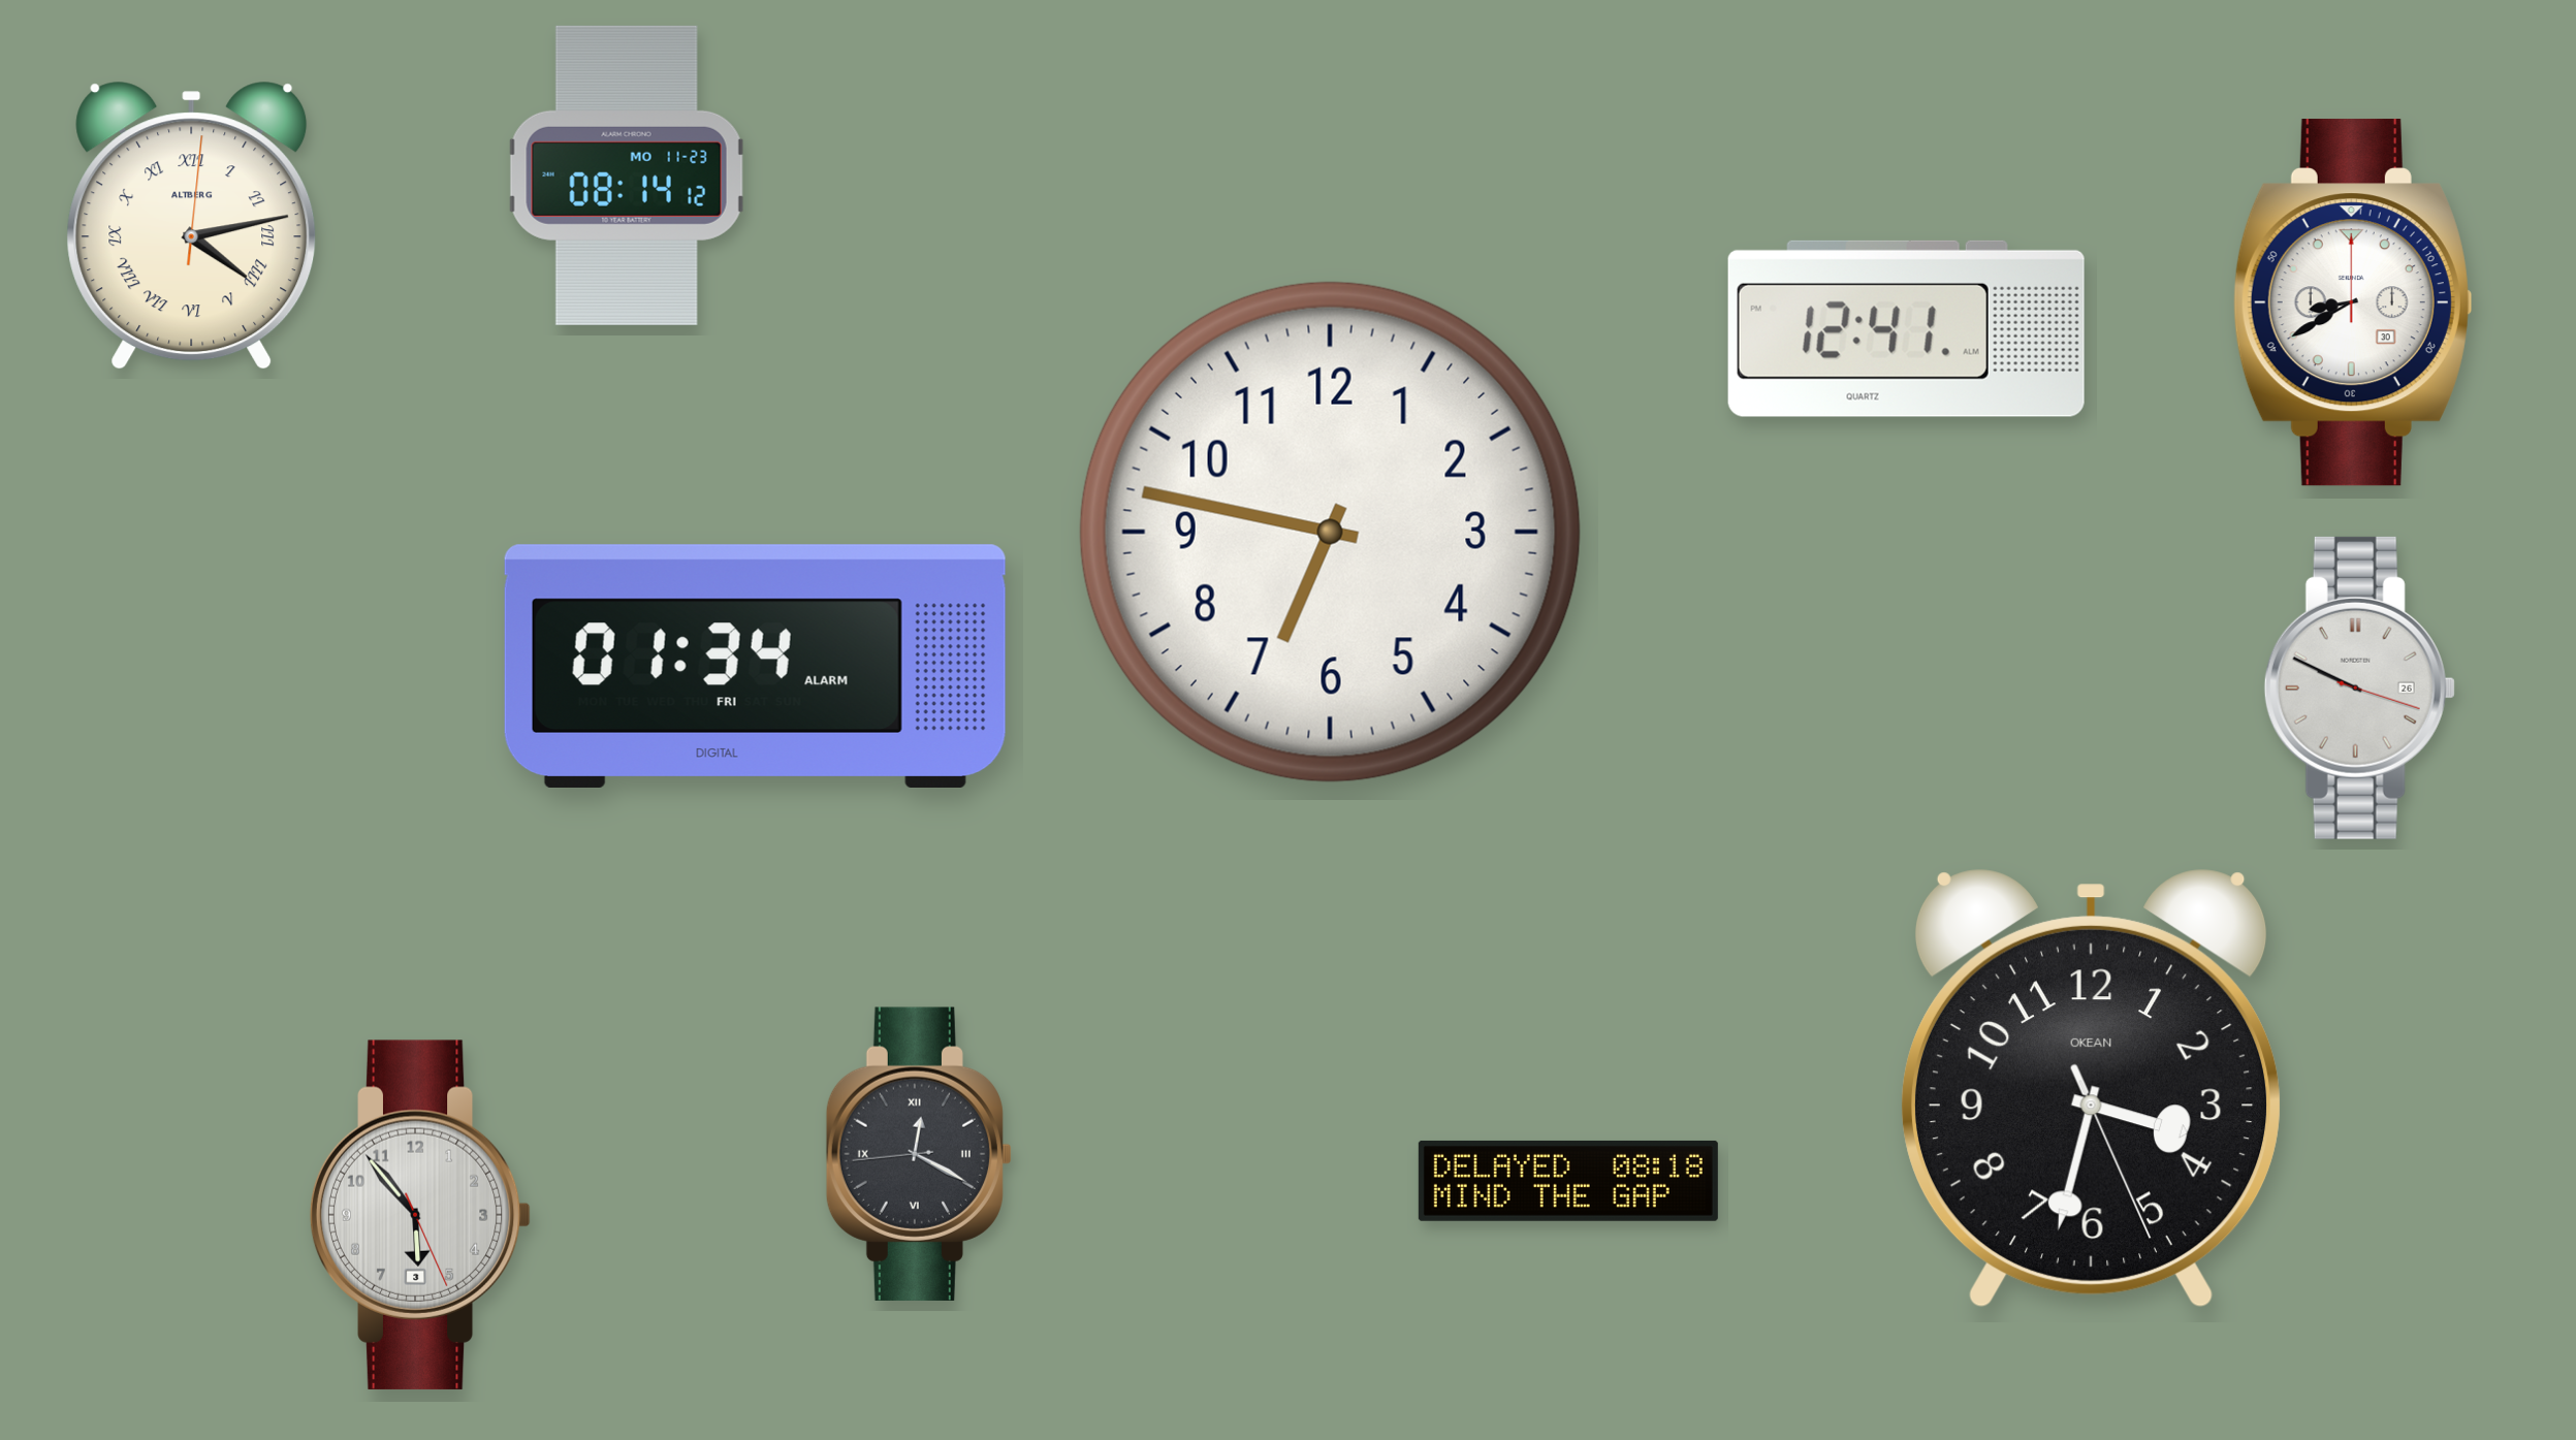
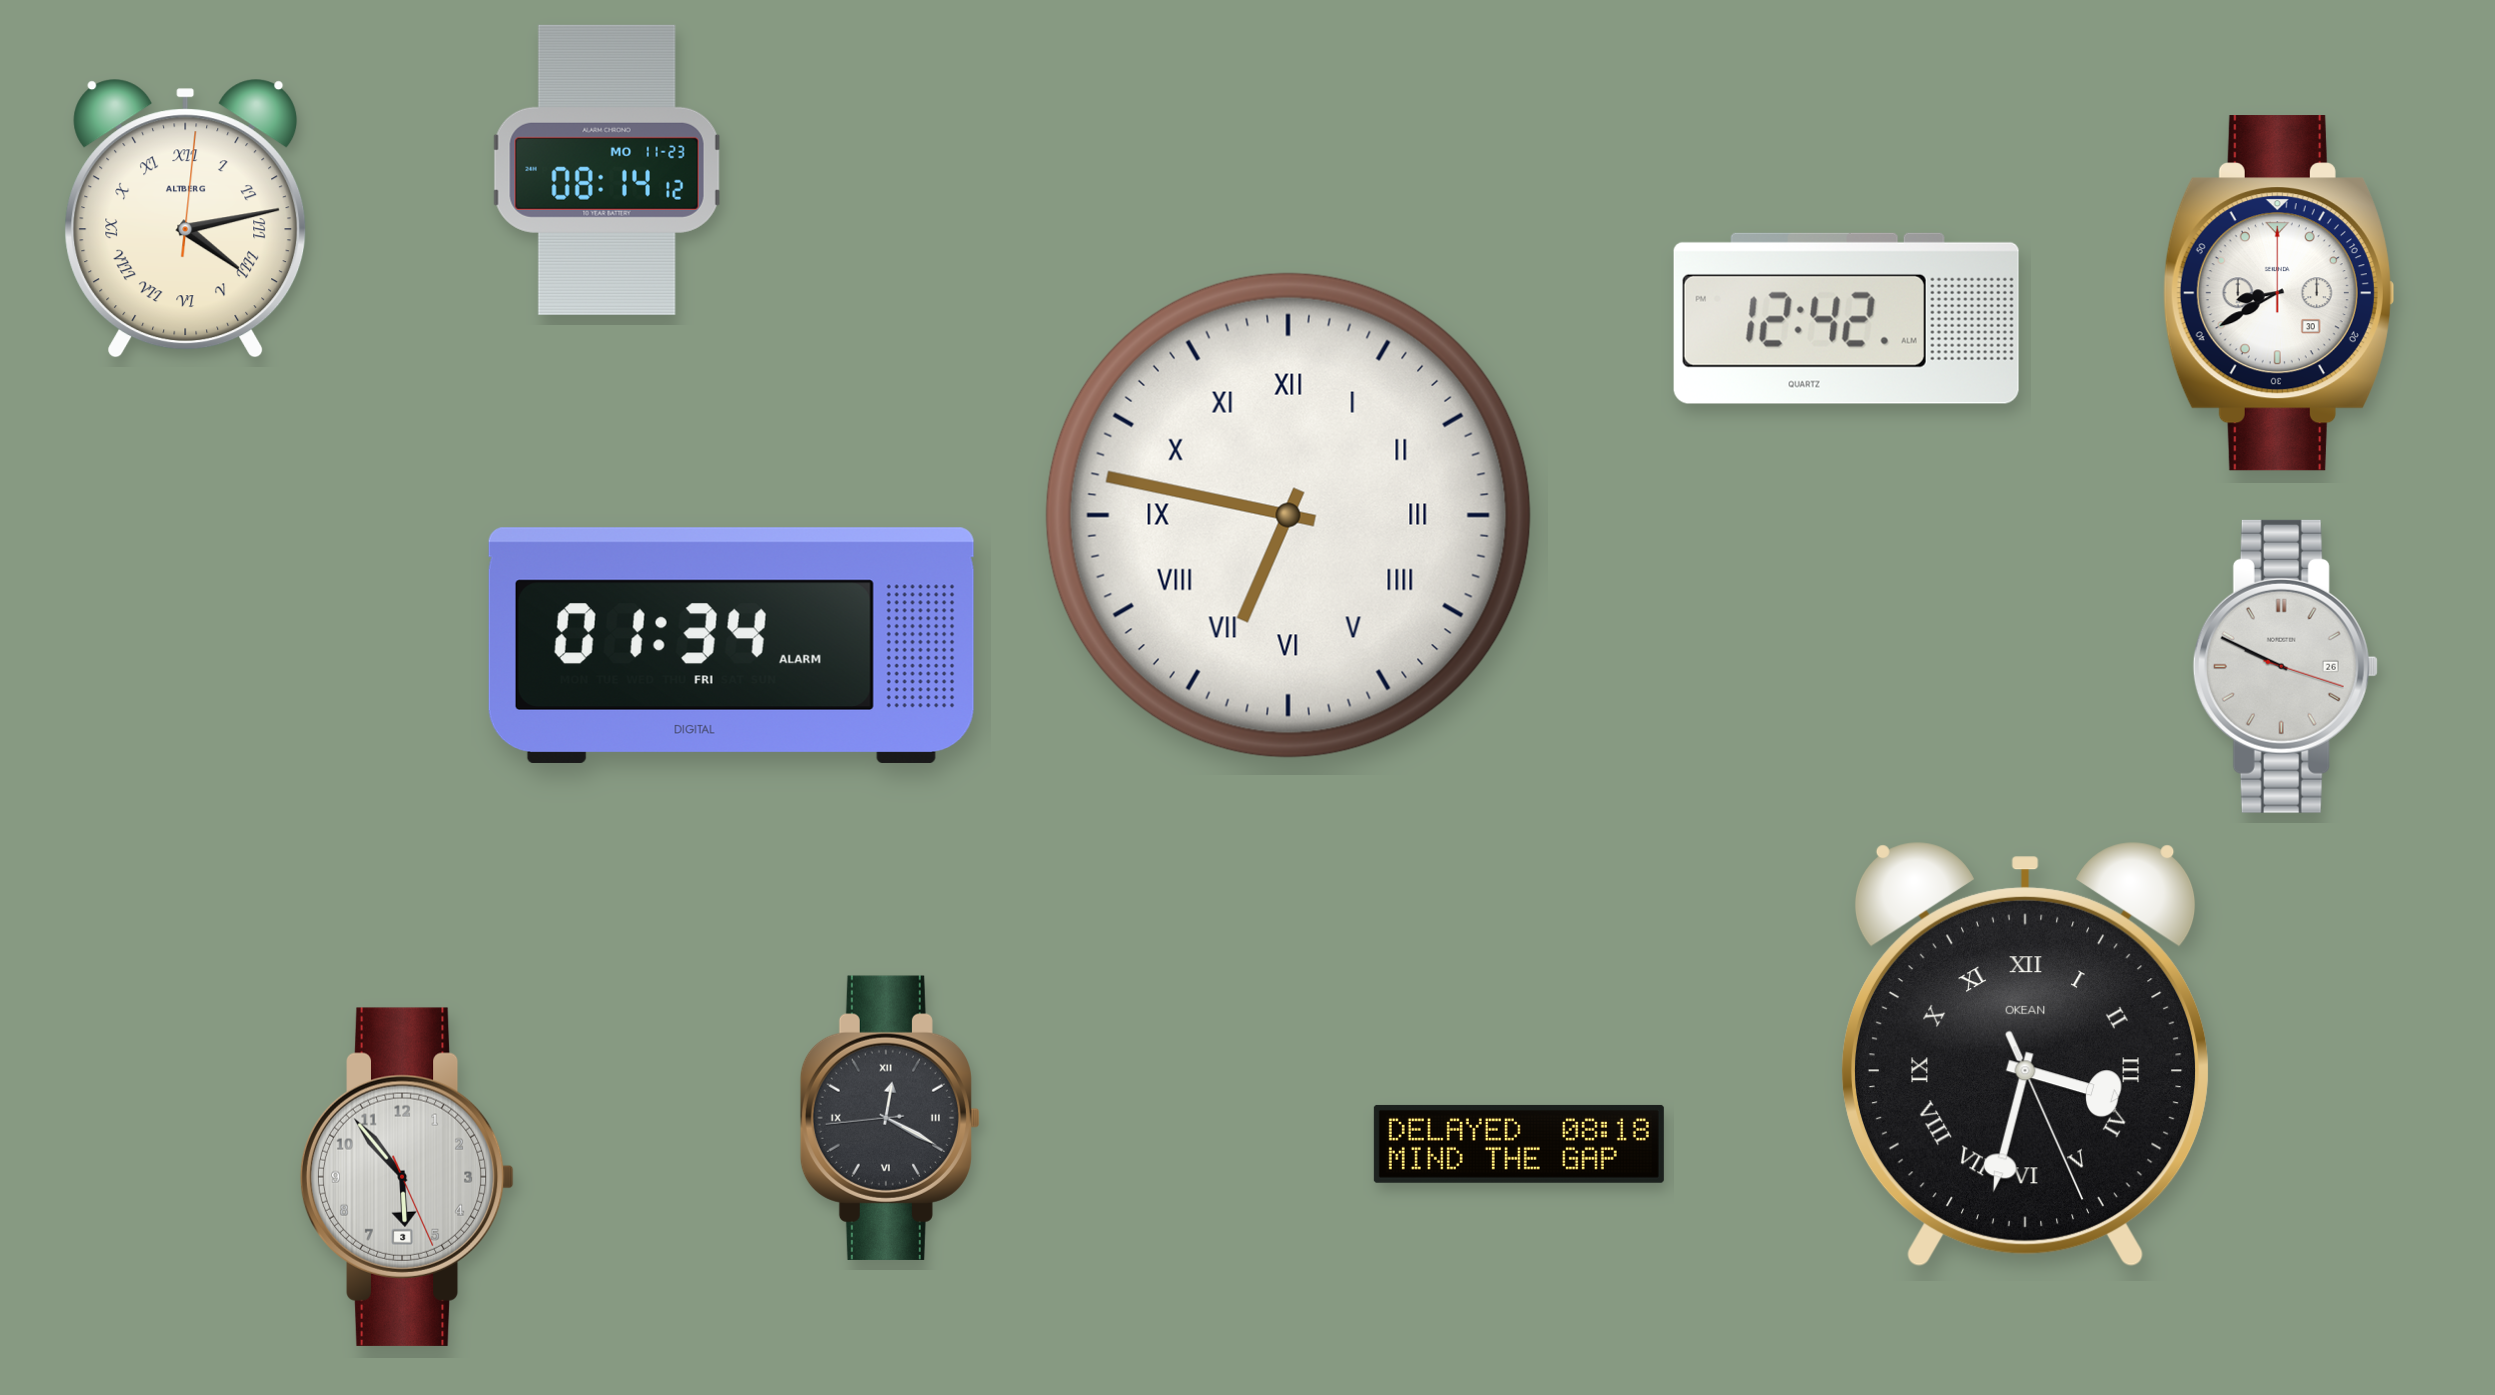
clock at (1906, 328): 12:41 -> 12:42
clock at (1330, 532) numerals: Arabic -> Roman
clock at (2091, 1089) numerals: Arabic -> Roman
